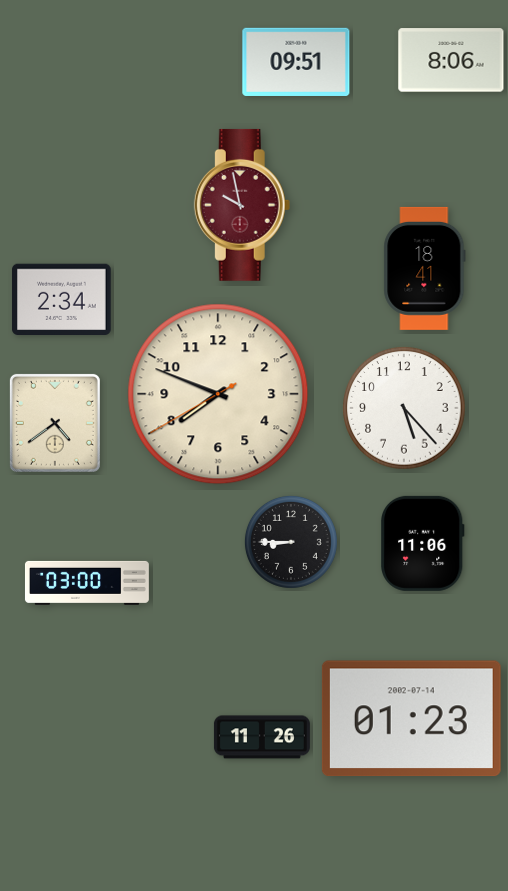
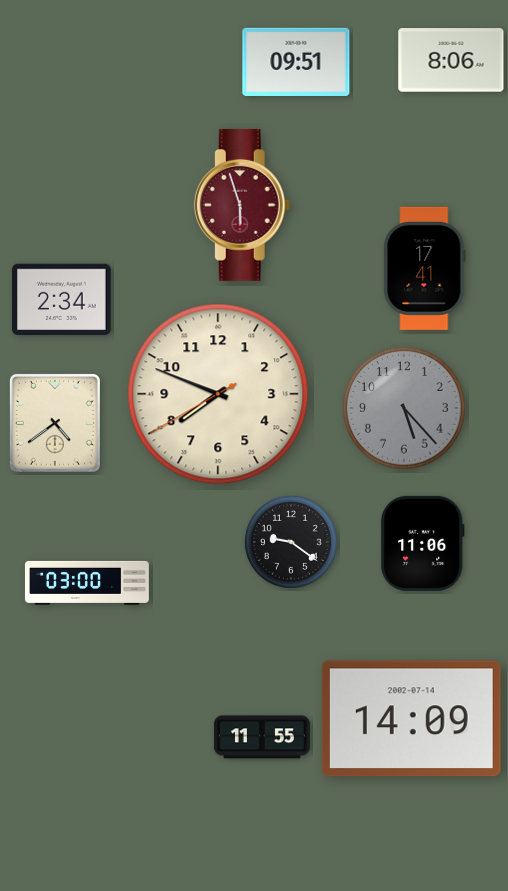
clock at (242, 205): 9:58 -> 5:57
clock at (425, 268): 18:41 -> 17:41
clock at (404, 408) dial: white -> grey
clock at (291, 542): 8:45 -> 9:21
clock at (411, 719): 01:23 -> 14:09
clock at (262, 737): 11:26 -> 11:55
